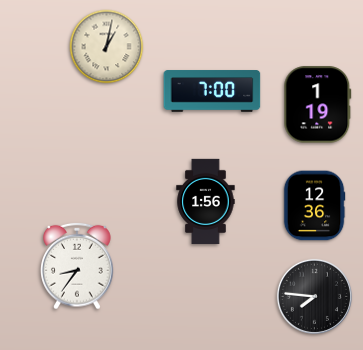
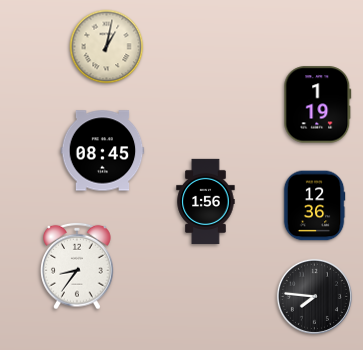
clock at (212, 91): 7:00 -> none
clock at (103, 151): none -> 08:45
